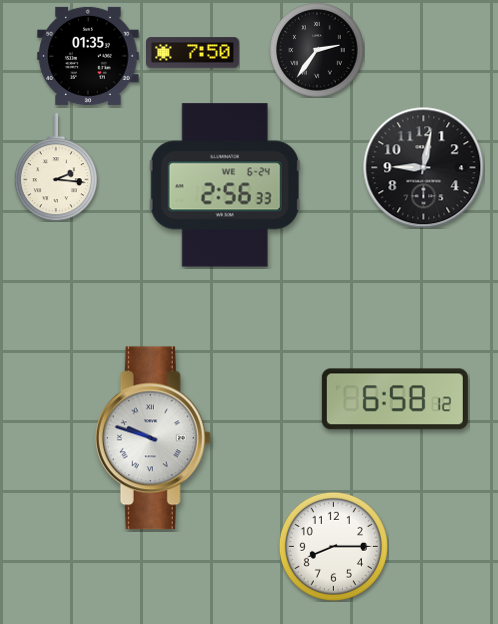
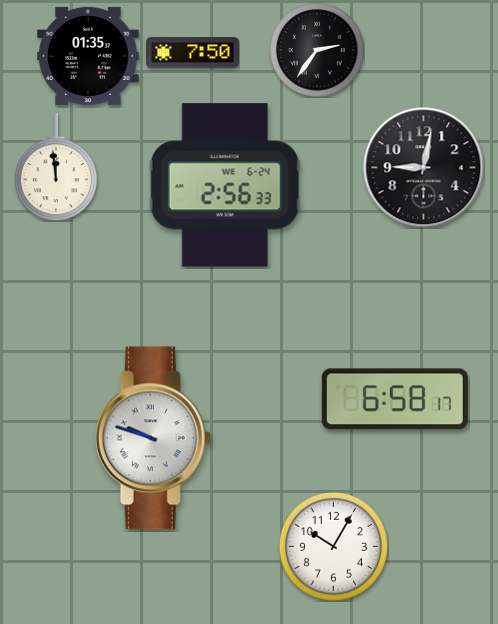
clock at (56, 167): 2:16 -> 11:59
clock at (395, 399): 6:58:12 -> 6:58:17
clock at (333, 546): 8:15 -> 10:05
